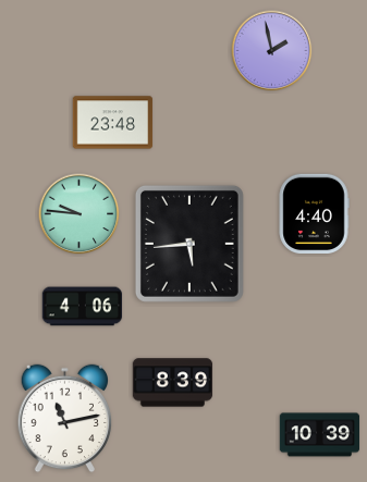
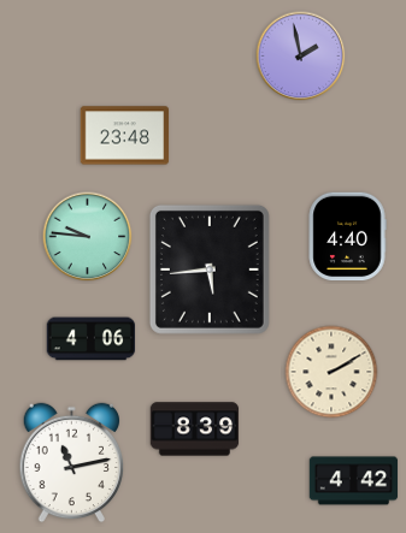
clock at (331, 372): none -> 2:10
clock at (173, 383) position: (173, 383) -> (195, 430)
clock at (320, 435): 10:39 -> 4:42
